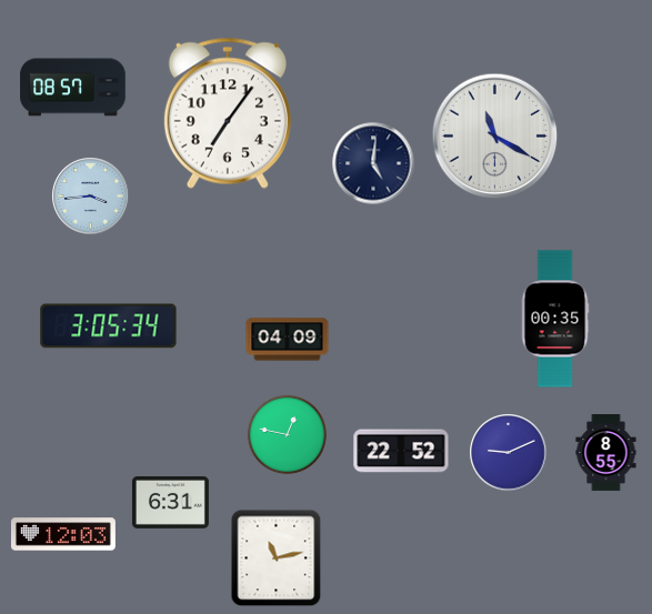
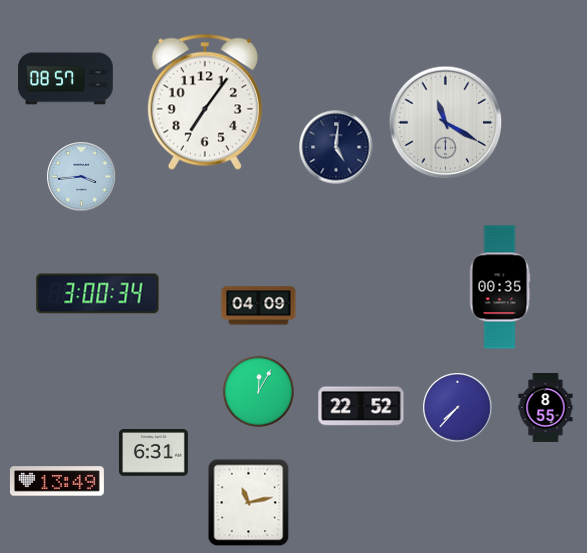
clock at (109, 326): 3:05 -> 3:00
clock at (287, 434): 12:47 -> 12:05
clock at (509, 453): 9:11 -> 7:37
clock at (63, 534): 12:03 -> 13:49
